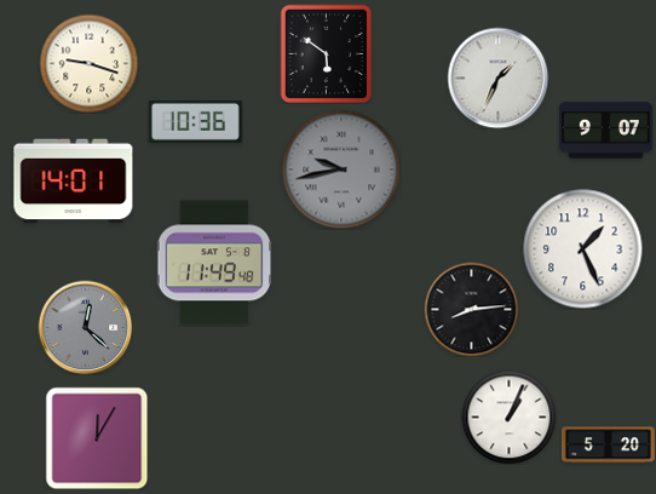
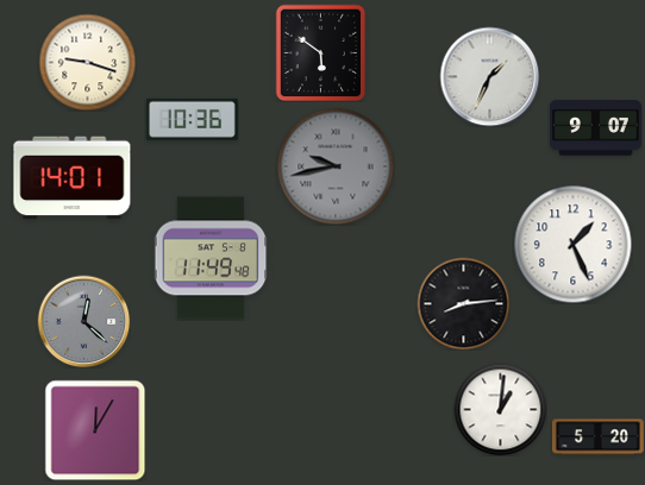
clock at (508, 417): 1:04 -> 1:01
